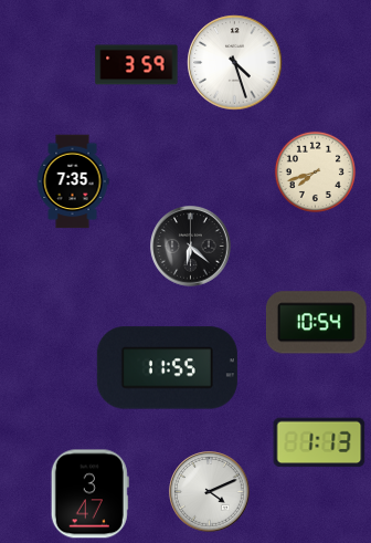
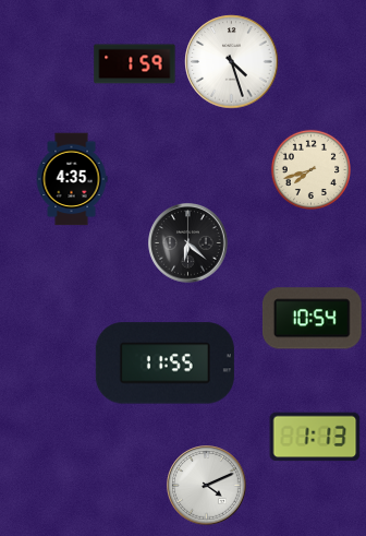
clock at (137, 65): 3:59 -> 1:59
clock at (73, 181): 7:35 -> 4:35
clock at (89, 494): 3:47 -> none
